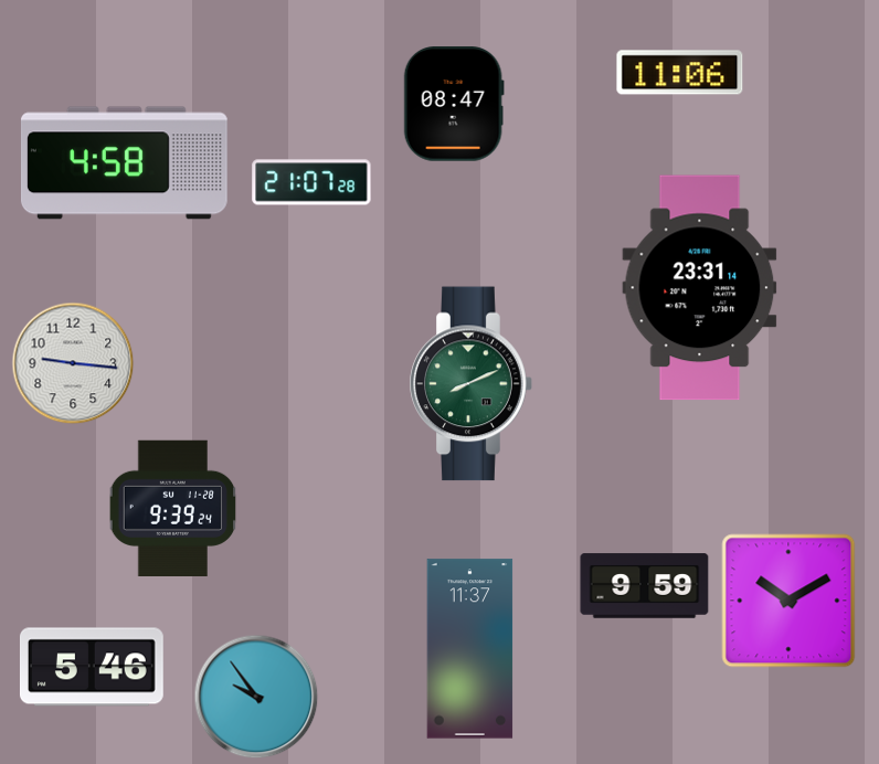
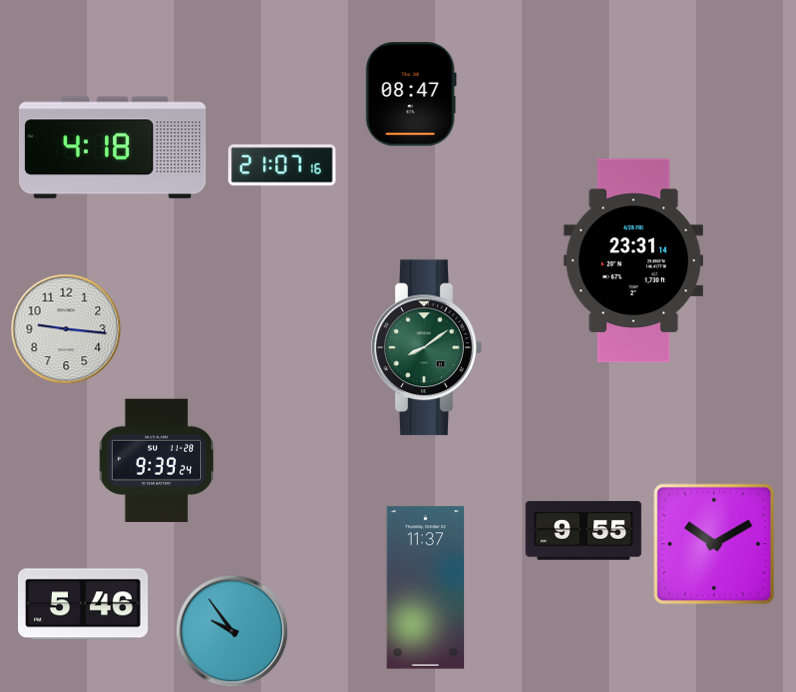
clock at (680, 73): 11:06 -> none
clock at (124, 163): 4:58 -> 4:18
clock at (311, 182): 21:07:28 -> 21:07:16
clock at (472, 384): 8:11 -> 8:09
clock at (645, 586): 9:59 -> 9:55
